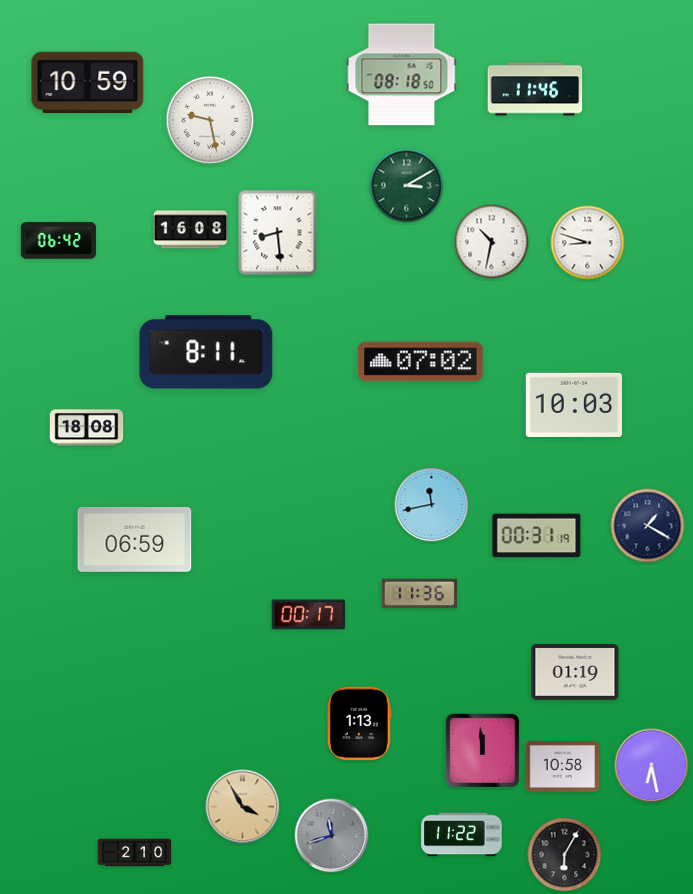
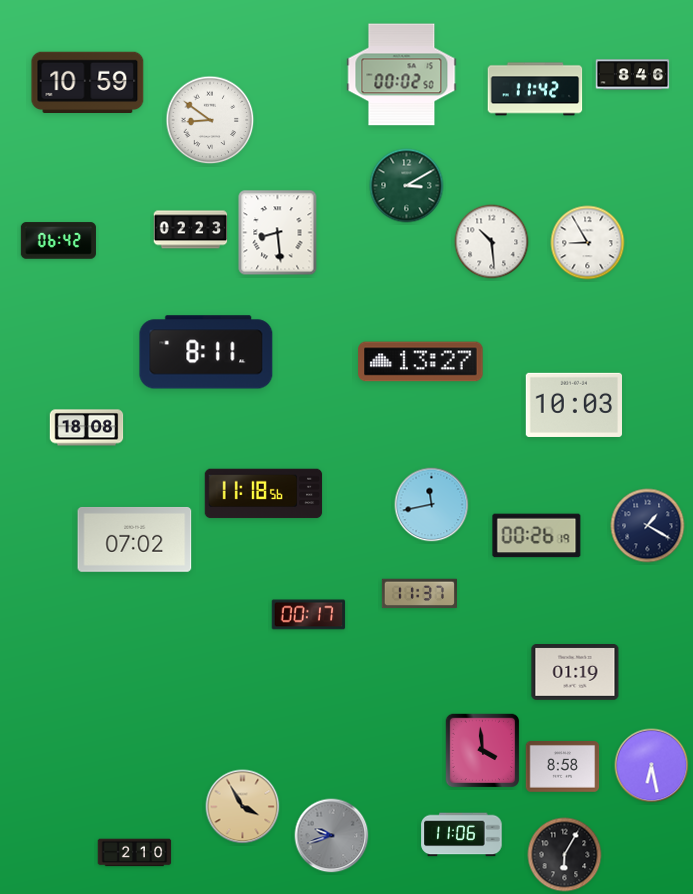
clock at (402, 75): 08:18 -> 00:02
clock at (633, 75): none -> 8:46
clock at (535, 89): 11:46 -> 11:42
clock at (210, 120): 9:28 -> 8:51
clock at (191, 230): 16:08 -> 02:23
clock at (492, 242): 10:32 -> 10:29
clock at (588, 243): 8:48 -> 8:55
clock at (421, 362): 07:02 -> 13:27
clock at (264, 494): none -> 11:18
clock at (537, 536): 00:31 -> 00:26
clock at (135, 539): 06:59 -> 07:02
clock at (419, 594): 11:36 -> 11:37
clock at (359, 724): 1:13 -> none
clock at (483, 751): 11:59 -> 3:59
clock at (563, 767): 10:58 -> 8:58
clock at (462, 835): 11:22 -> 11:06
clock at (332, 836): 11:42 -> 9:42
